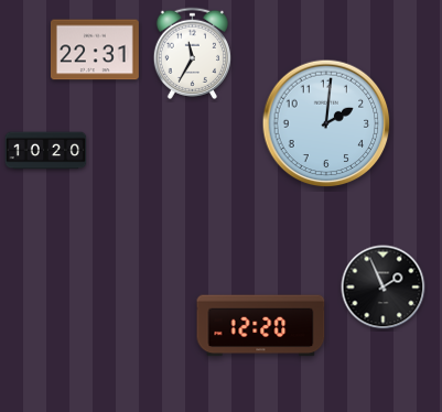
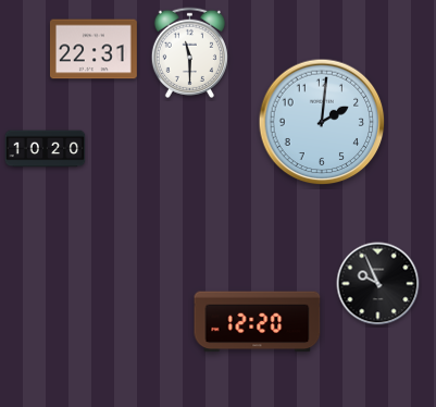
clock at (192, 53): 11:35 -> 11:30
clock at (384, 288): 1:56 -> 9:56
